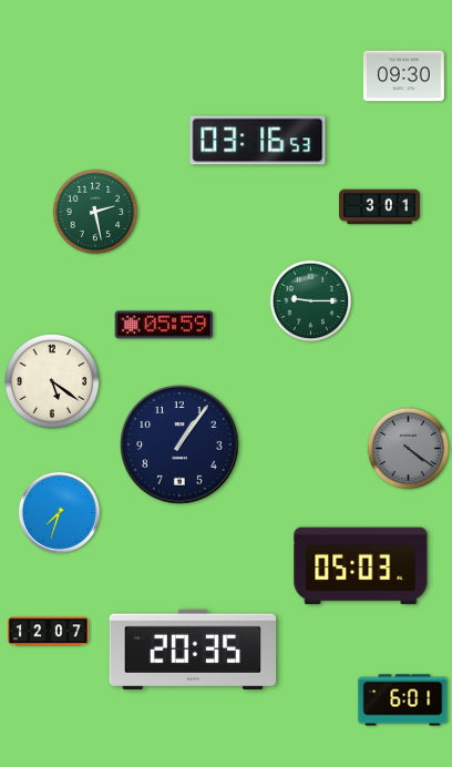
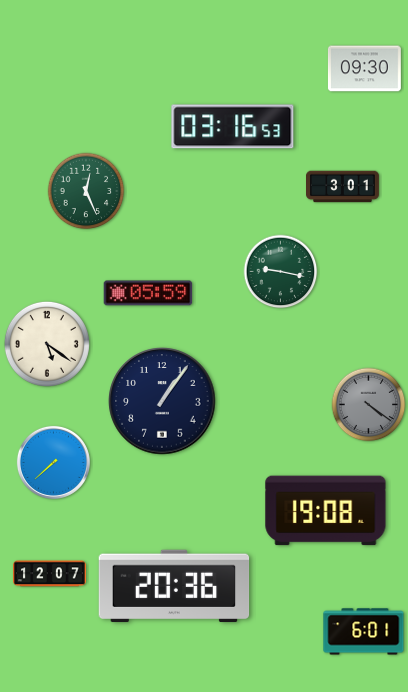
clock at (95, 212): 2:28 -> 12:26
clock at (311, 301): 9:15 -> 9:17
clock at (59, 512): 7:33 -> 7:38
clock at (361, 566): 05:03 -> 19:08
clock at (49, 632) position: (49, 632) -> (50, 574)
clock at (193, 650): 20:35 -> 20:36
